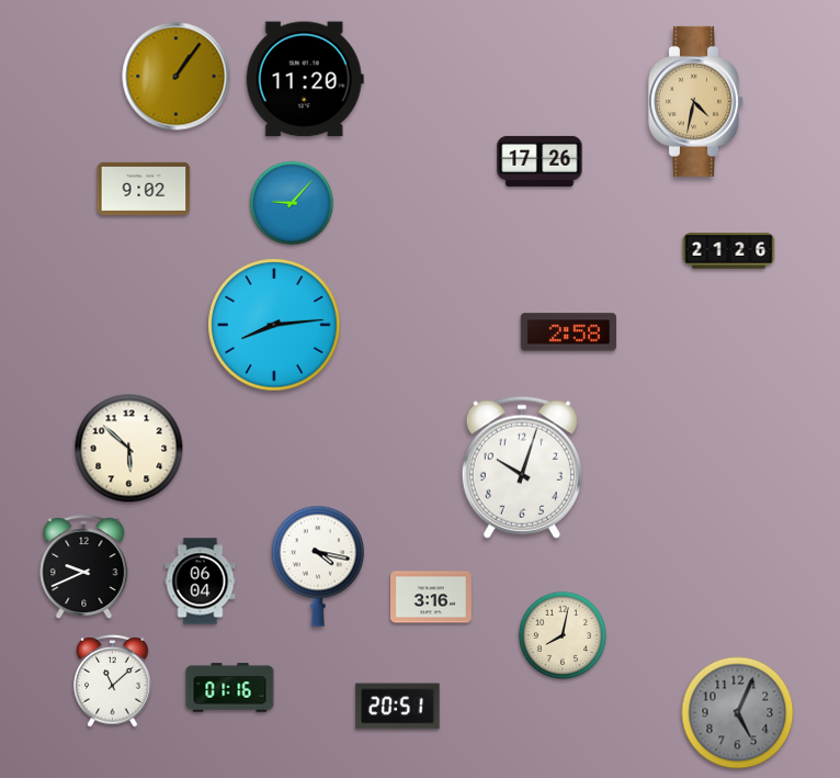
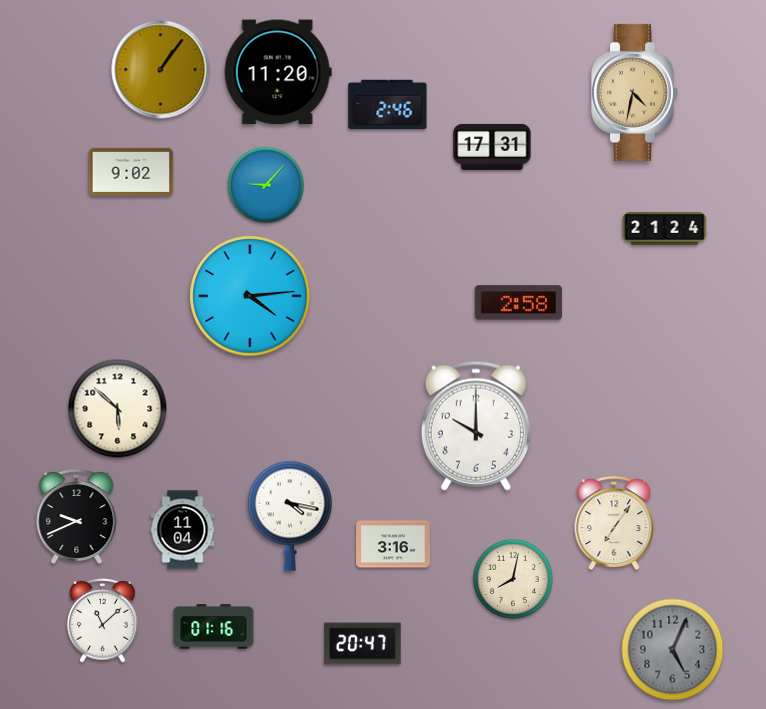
clock at (388, 105): none -> 2:46
clock at (540, 161): 17:26 -> 17:31
clock at (729, 251): 21:26 -> 21:24
clock at (274, 325): 8:14 -> 4:14
clock at (522, 467): 10:03 -> 10:00
clock at (614, 524): none -> 7:06
clock at (201, 582): 06:04 -> 11:04
clock at (230, 688) position: (230, 688) -> (214, 627)
clock at (398, 707): 20:51 -> 20:47
